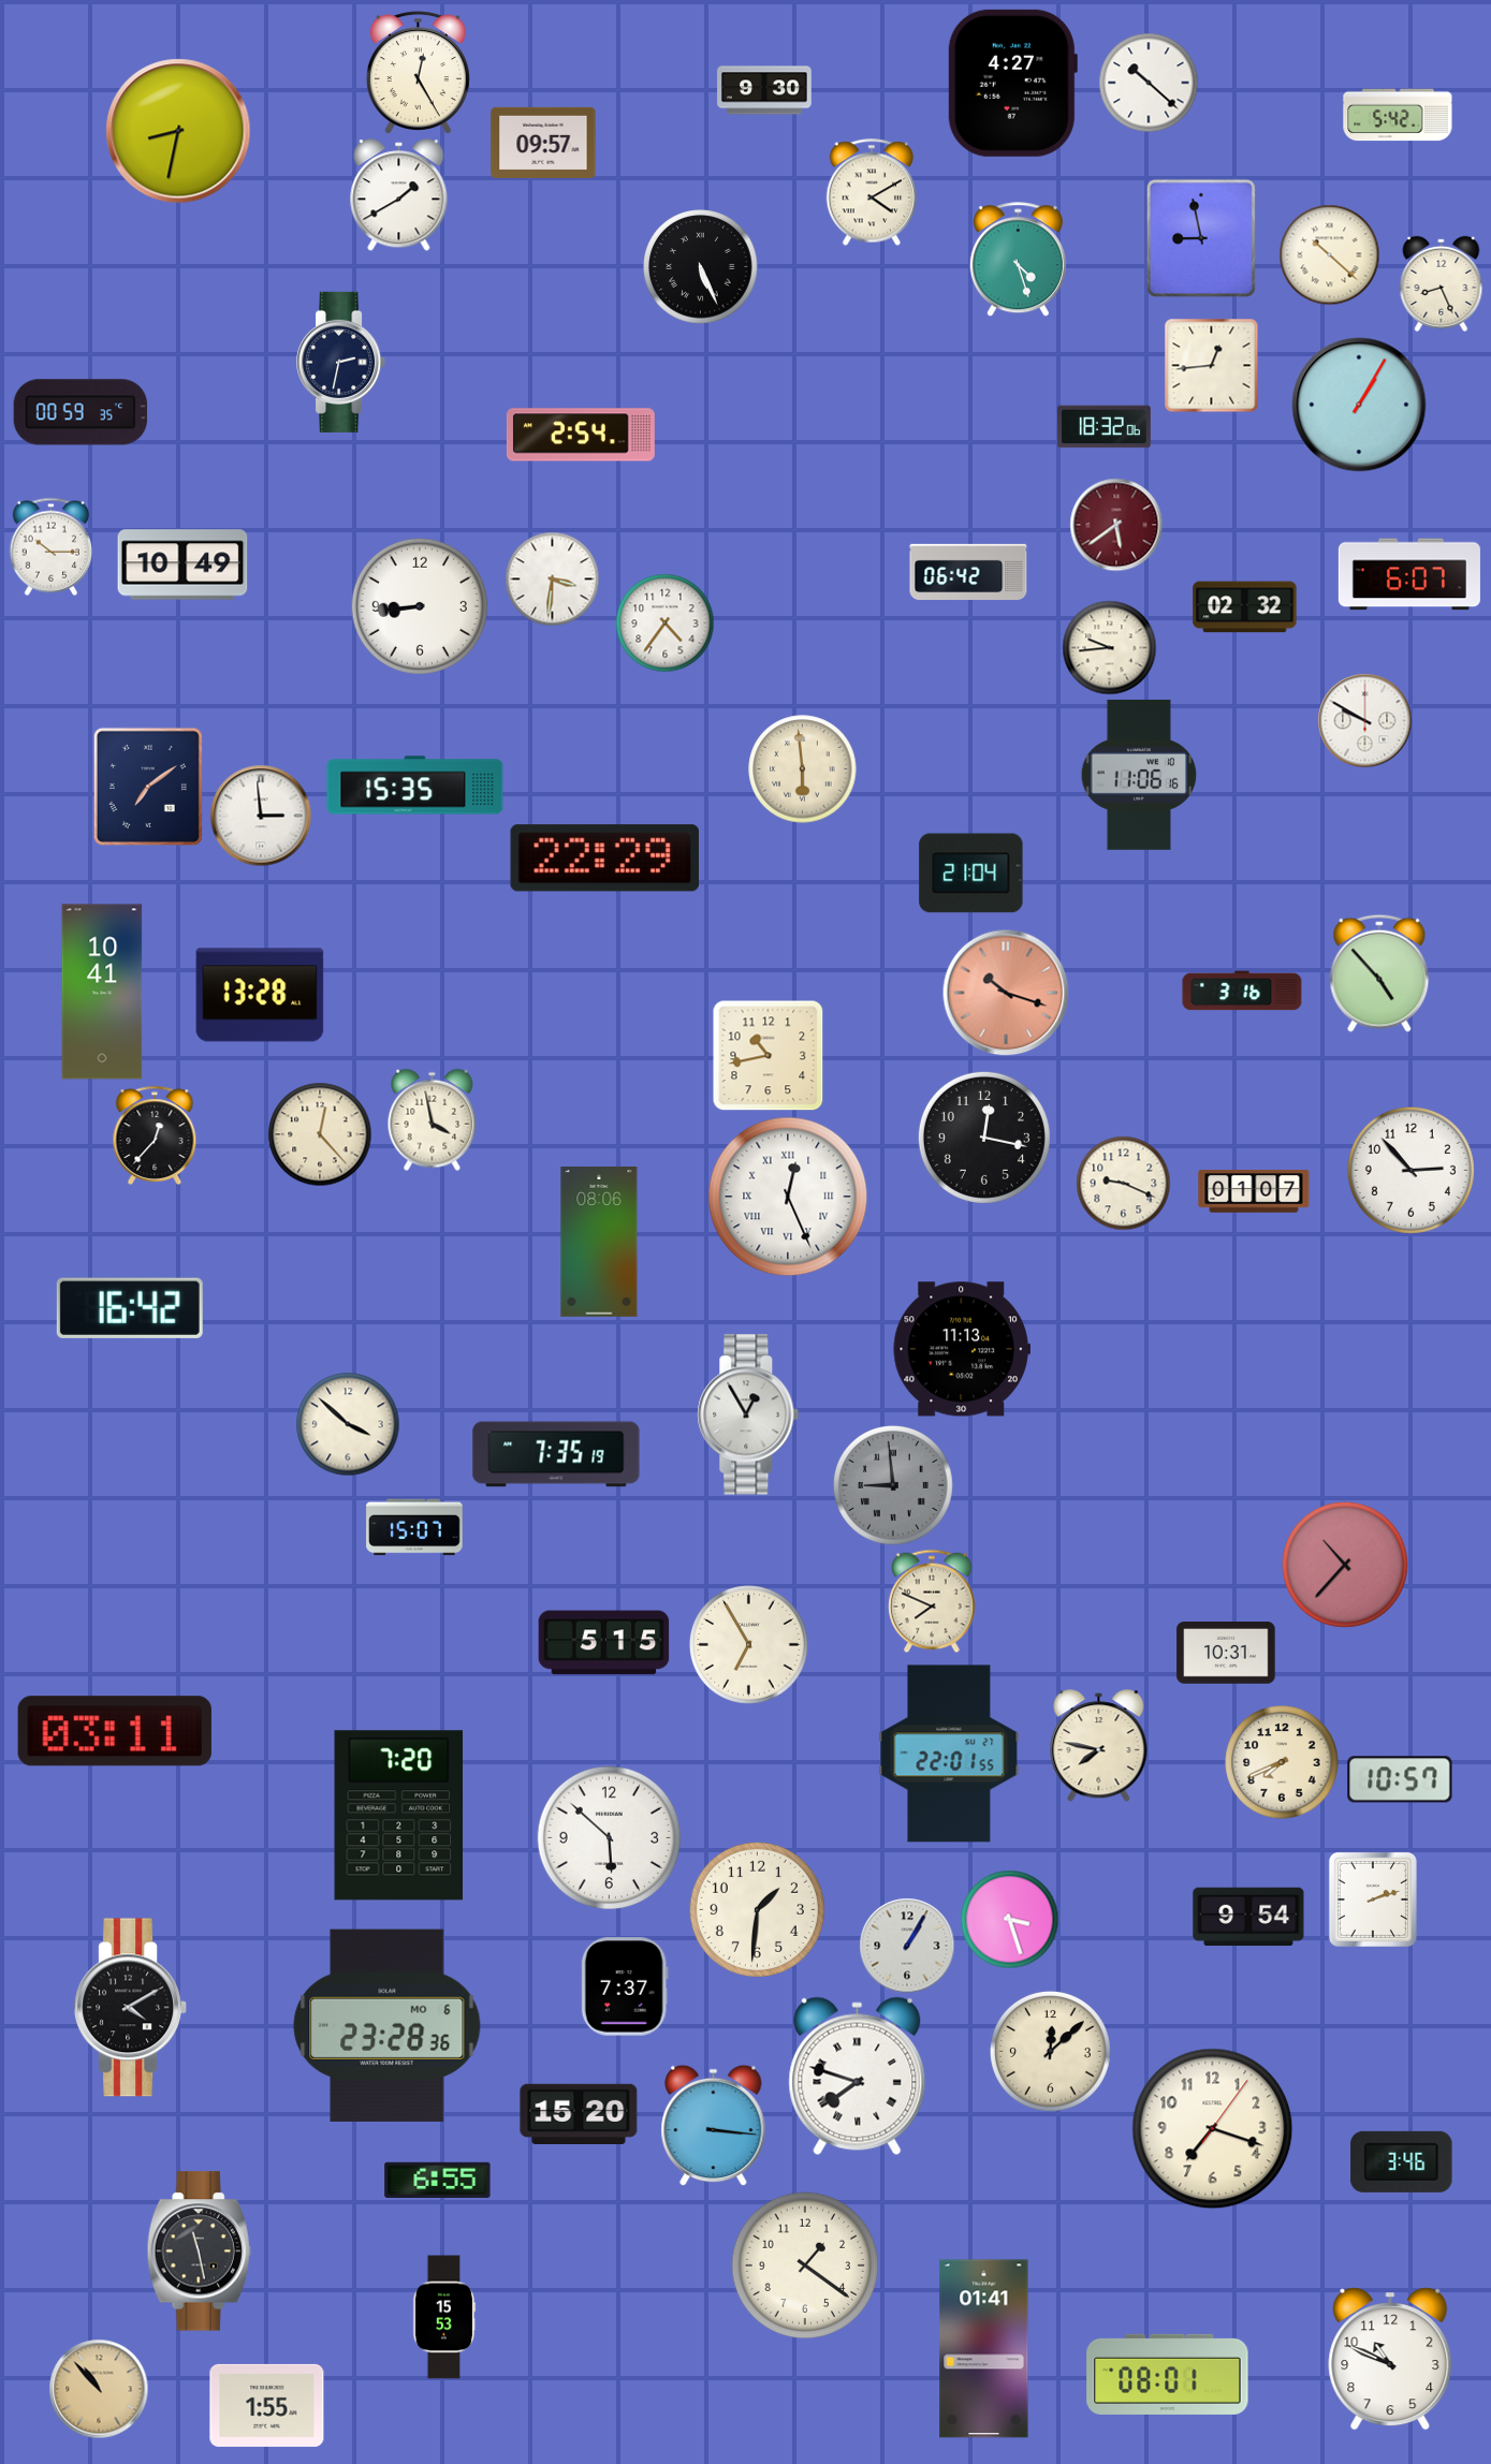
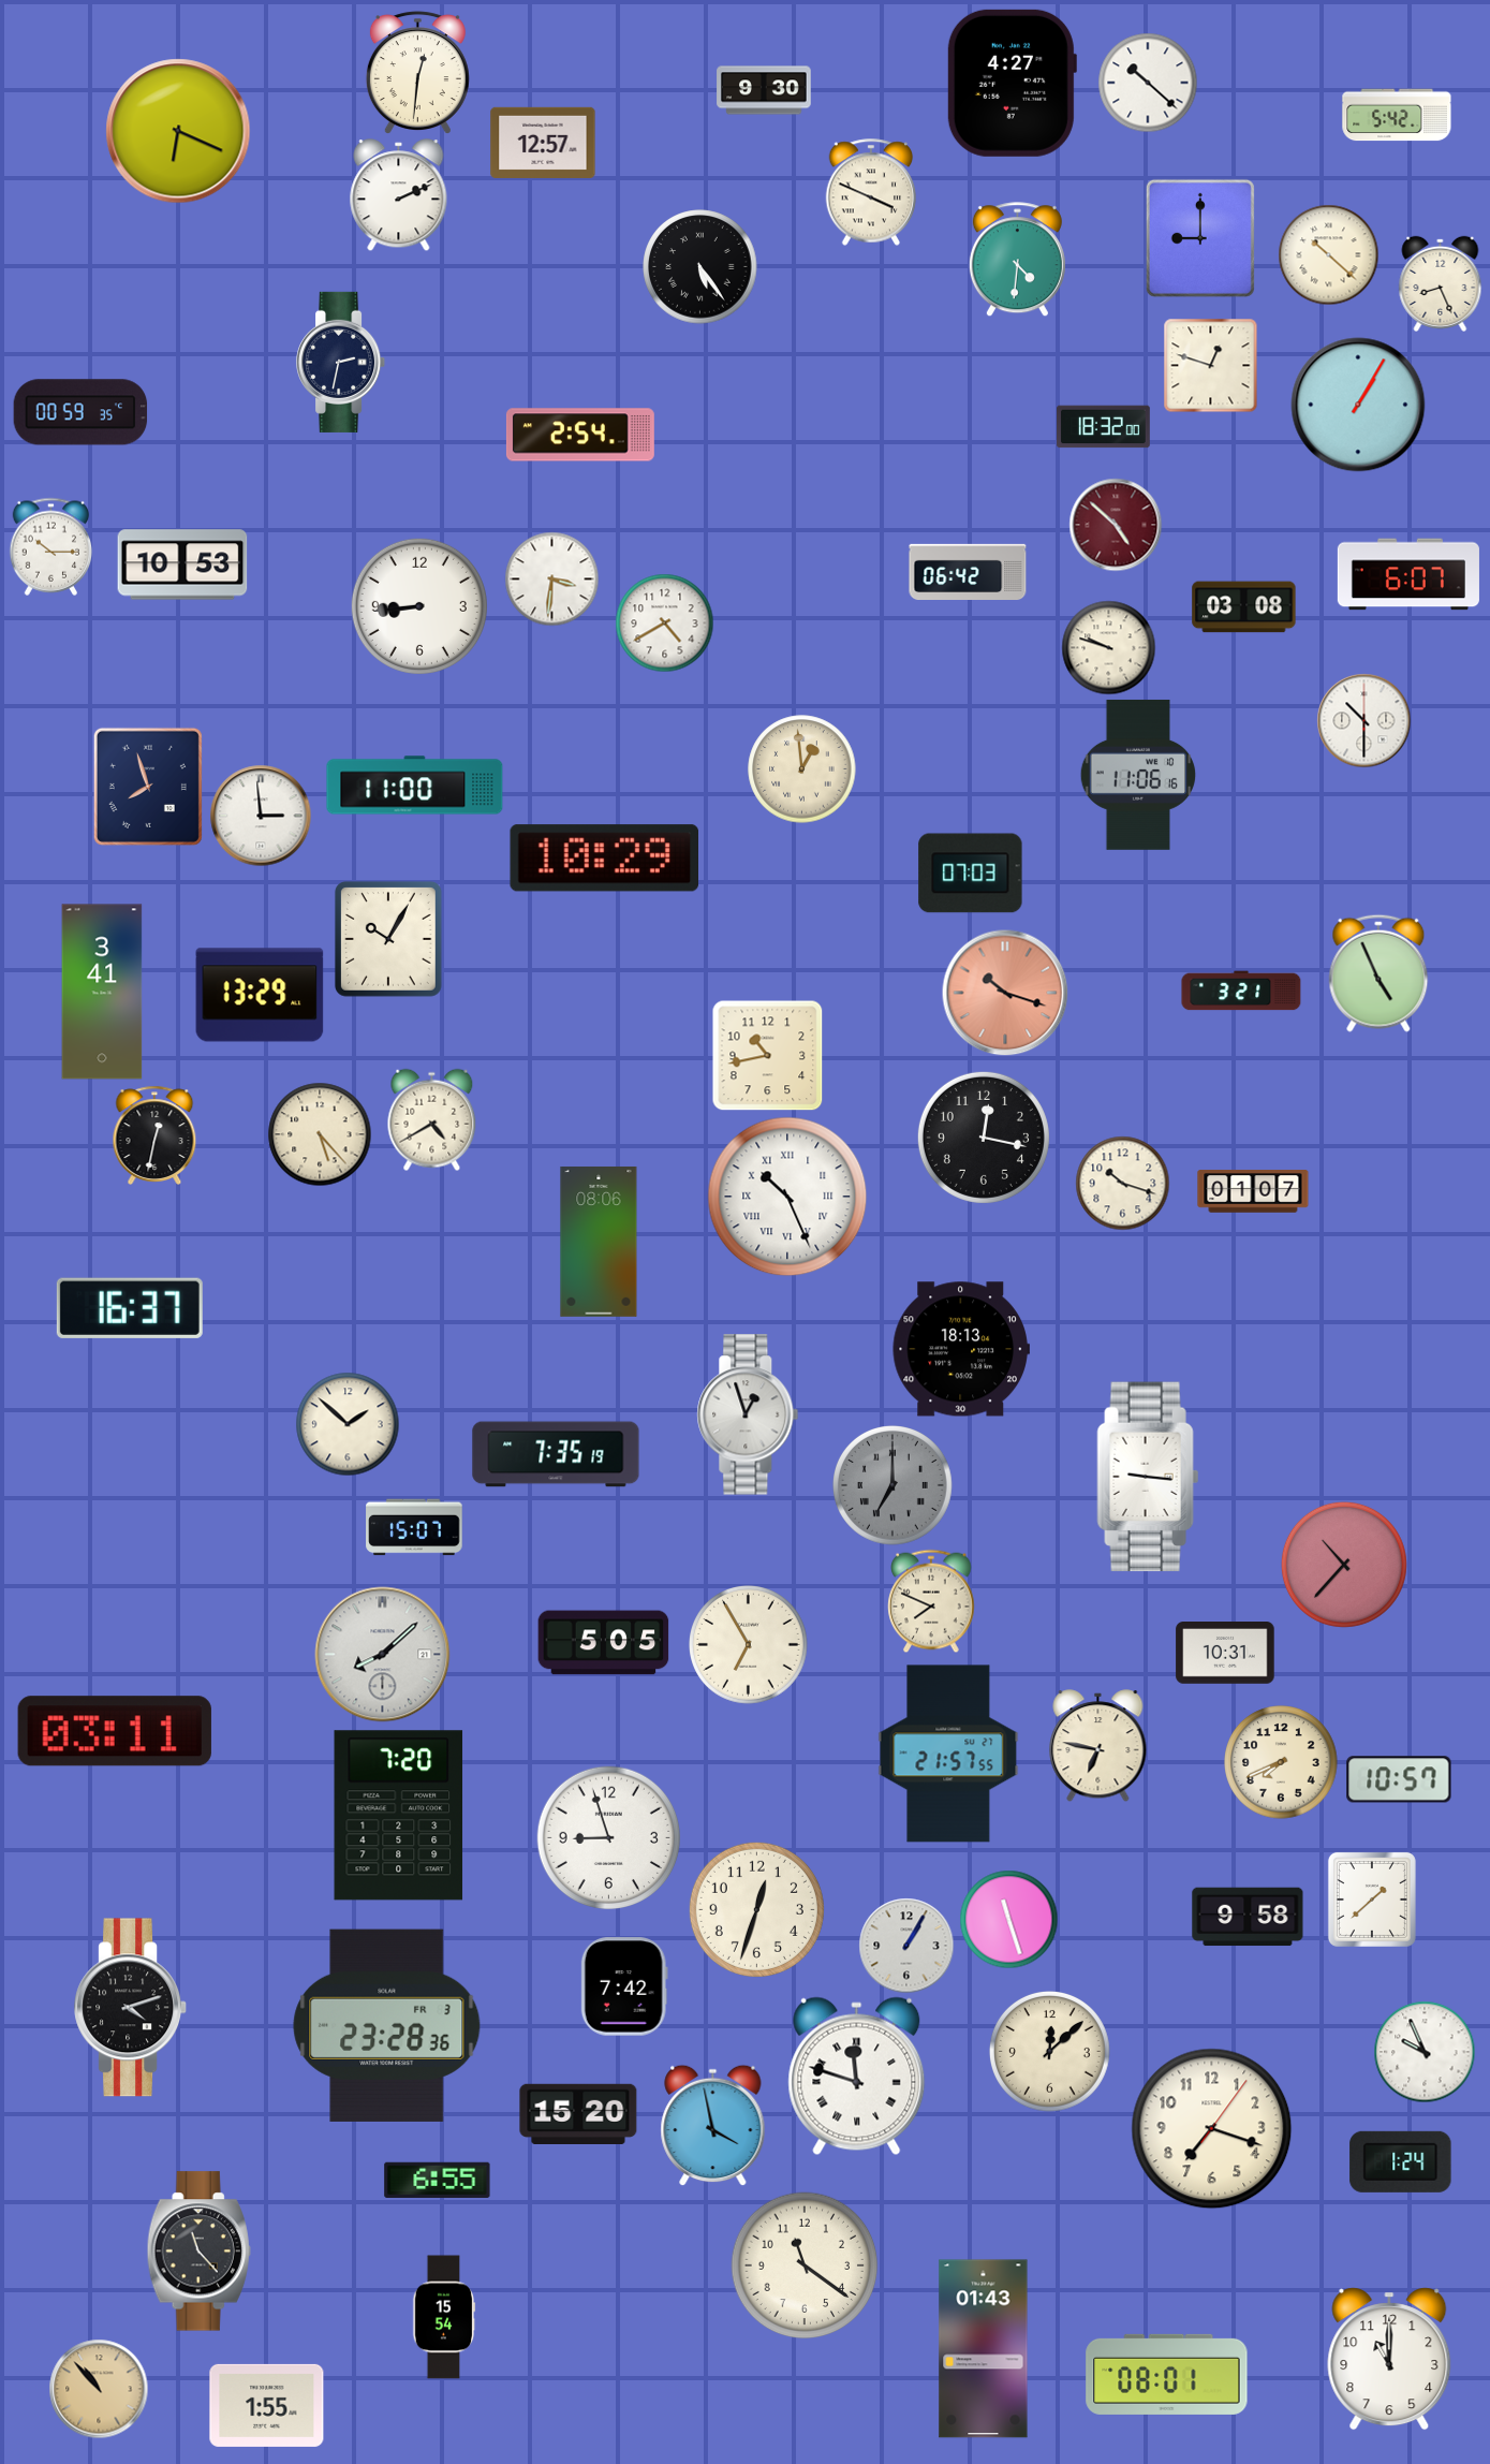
clock at (418, 72): 12:25 -> 12:31
clock at (178, 131): 8:32 -> 6:19
clock at (543, 143): 09:57 -> 12:57
clock at (872, 192): 4:10 -> 3:49
clock at (399, 195): 1:40 -> 2:11
clock at (1201, 238): 8:58 -> 9:00
clock at (1018, 260): 4:27 -> 4:31
clock at (701, 267): 5:26 -> 5:24
clock at (1211, 365): 12:44 -> 12:48
clock at (1105, 427): 18:32:06 -> 18:32:00
clock at (1116, 525): 5:39 -> 4:52
clock at (182, 564): 10:49 -> 10:53
clock at (1245, 607): 02:32 -> 03:08
clock at (664, 622): 4:36 -> 4:40
clock at (1109, 647): 9:44 -> 9:48
clock at (1364, 720): 9:50 -> 10:30
clock at (803, 769): 5:59 -> 12:59
clock at (415, 786): 15:35 -> 11:00
clock at (148, 787): 7:09 -> 7:57
clock at (604, 859): 22:29 -> 10:29
clock at (971, 874): 21:04 -> 07:03
clock at (388, 940): none -> 10:05
clock at (1379, 973): 4:53 -> 4:56
clock at (1242, 991): 3:16 -> 3:21
clock at (102, 992): 10:41 -> 3:41
clock at (260, 995): 13:28 -> 13:29
clock at (433, 1119): 3:58 -> 4:40
clock at (320, 1134): 12:23 -> 5:23
clock at (155, 1135): 12:37 -> 12:32
clock at (1410, 1170): 2:53 -> none
clock at (1123, 1183): 9:19 -> 10:18
clock at (788, 1197): 12:26 -> 10:26
clock at (130, 1308): 16:42 -> 16:37
clock at (962, 1349): 11:13 -> 18:13
clock at (748, 1414): 12:55 -> 12:57
clock at (348, 1424): 3:52 -> 1:52
clock at (1148, 1477): none -> 9:16
clock at (894, 1486): 8:59 -> 7:00
clock at (604, 1643): 5:15 -> 5:05
clock at (383, 1655): none -> 8:08
clock at (1099, 1746): 7:47 -> 6:47
clock at (949, 1754): 22:01 -> 21:57
clock at (610, 1838): 5:52 -> 8:57
clock at (1373, 1900): 2:12 -> 1:38
clock at (757, 1909): 1:31 -> 12:33
clock at (1248, 1917): 9:54 -> 9:58
clock at (1009, 1919): 3:27 -> 11:27
clock at (625, 1986): 7:37 -> 7:42
clock at (130, 2008): 4:10 -> 4:12
clock at (388, 2025) date: MO 6 -> FR 3
clock at (1425, 2052): none -> 9:56
clock at (858, 2077): 7:48 -> 11:48
clock at (714, 2125): 3:16 -> 3:58
clock at (1402, 2161): 3:46 -> 1:24
clock at (199, 2252): 11:28 -> 11:23
clock at (805, 2265): 1:21 -> 11:21
clock at (444, 2317): 15:53 -> 15:54
clock at (984, 2349): 01:41 -> 01:43
clock at (1390, 2359): 10:49 -> 11:00
